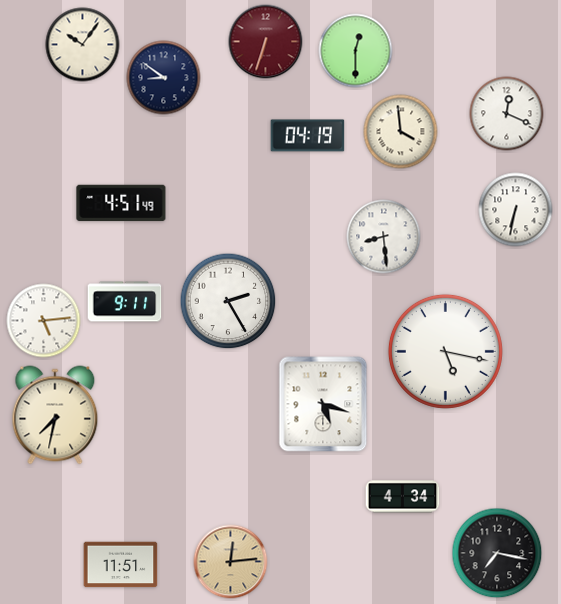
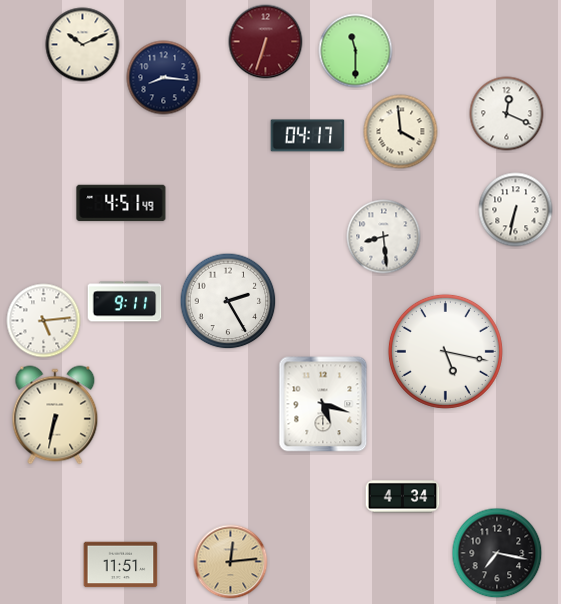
clock at (83, 45): 10:06 -> 10:11
clock at (356, 51): 12:30 -> 11:30
clock at (164, 78): 8:51 -> 8:16
clock at (308, 136): 04:19 -> 04:17
clock at (55, 415): 7:32 -> 6:32
